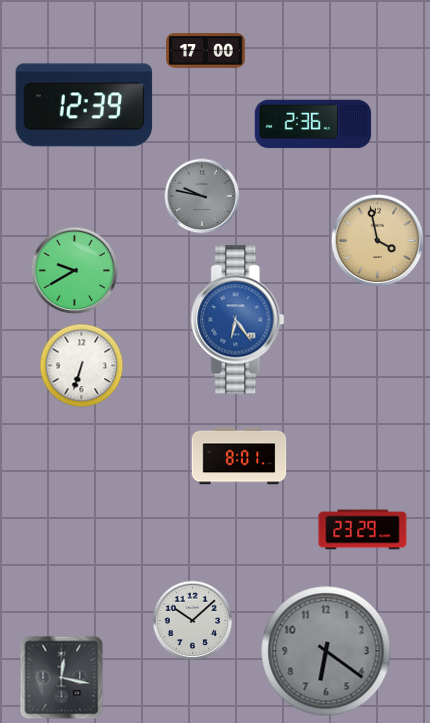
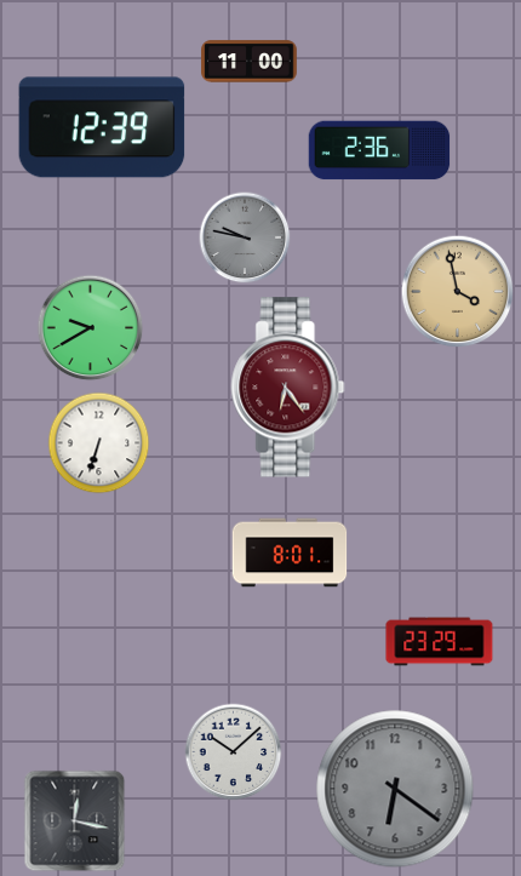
clock at (206, 51): 17:00 -> 11:00
clock at (238, 320) dial: blue -> burgundy
